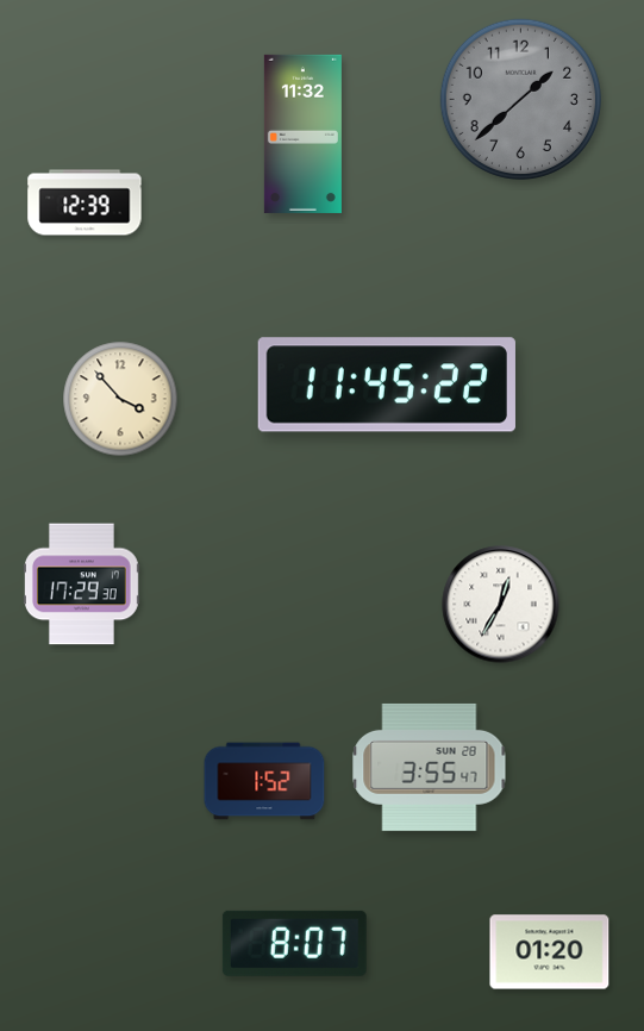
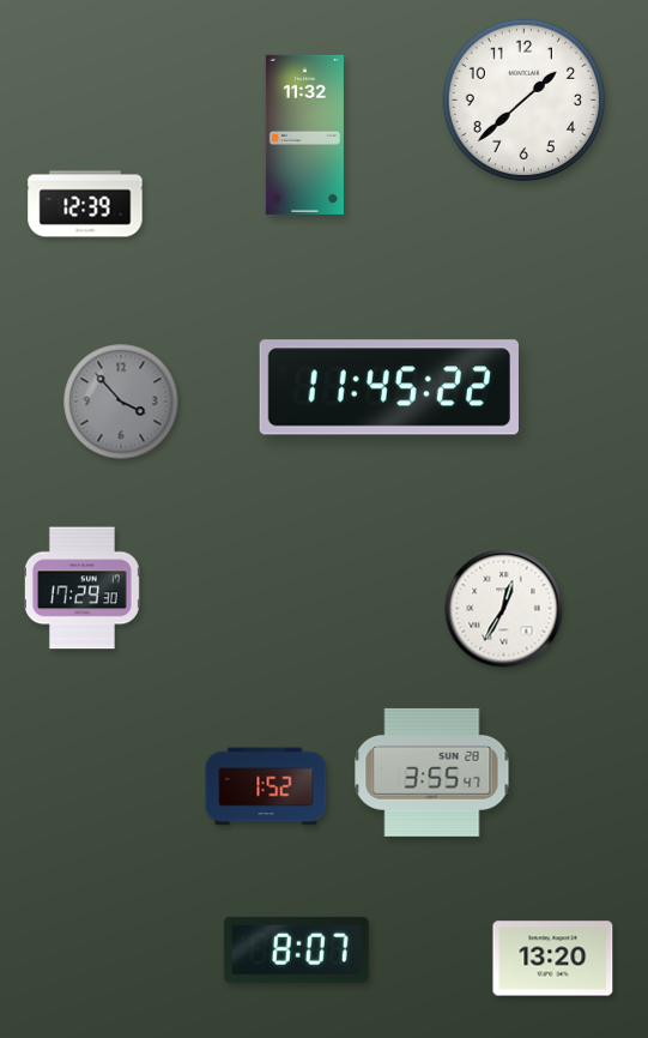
clock at (520, 99) dial: grey -> white
clock at (120, 399) dial: cream -> grey
clock at (550, 952): 01:20 -> 13:20
